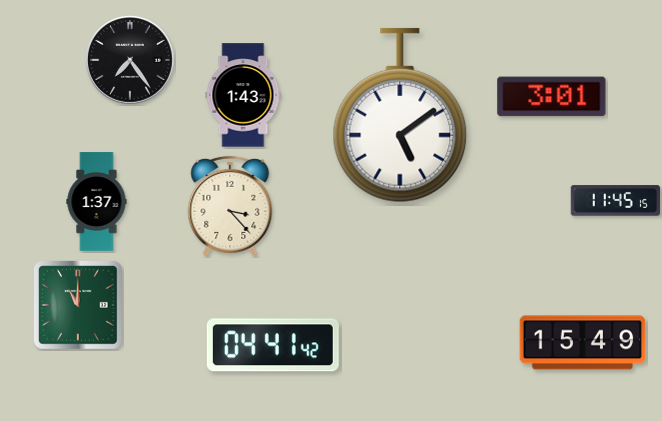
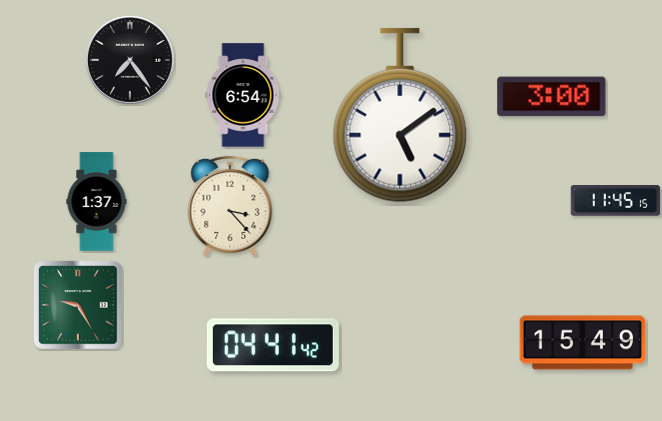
clock at (243, 95): 1:43 -> 6:54
clock at (552, 97): 3:01 -> 3:00
clock at (78, 305): 11:00 -> 9:25
